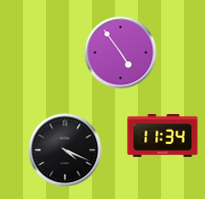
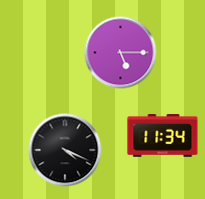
clock at (121, 53): 4:54 -> 5:15
